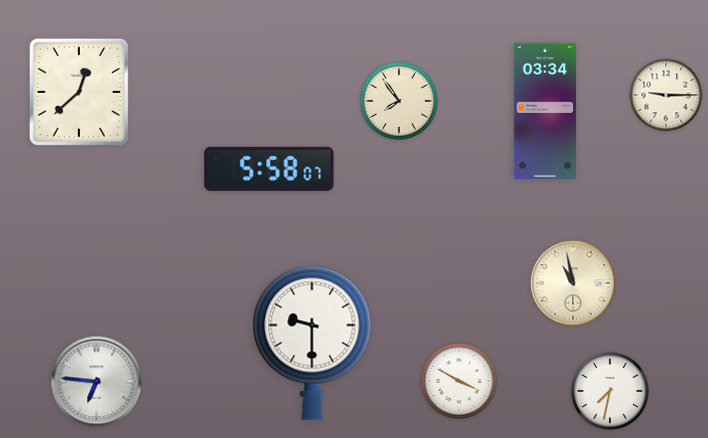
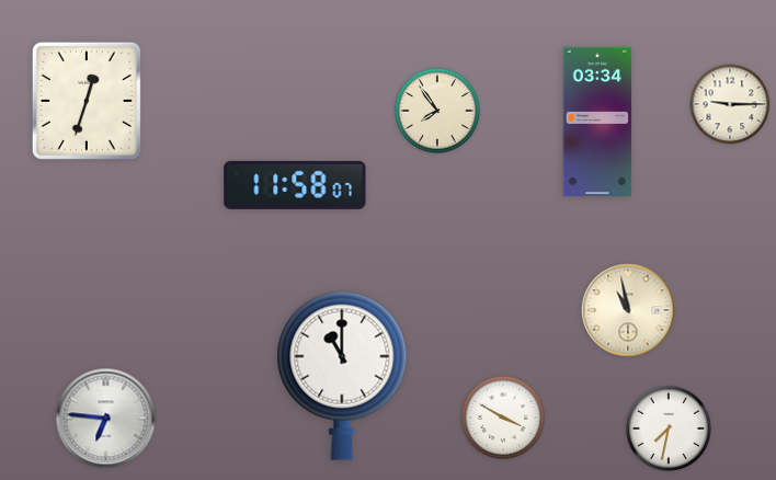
clock at (79, 92): 12:38 -> 12:33
clock at (269, 169): 5:58 -> 11:58
clock at (312, 343): 9:30 -> 11:00
